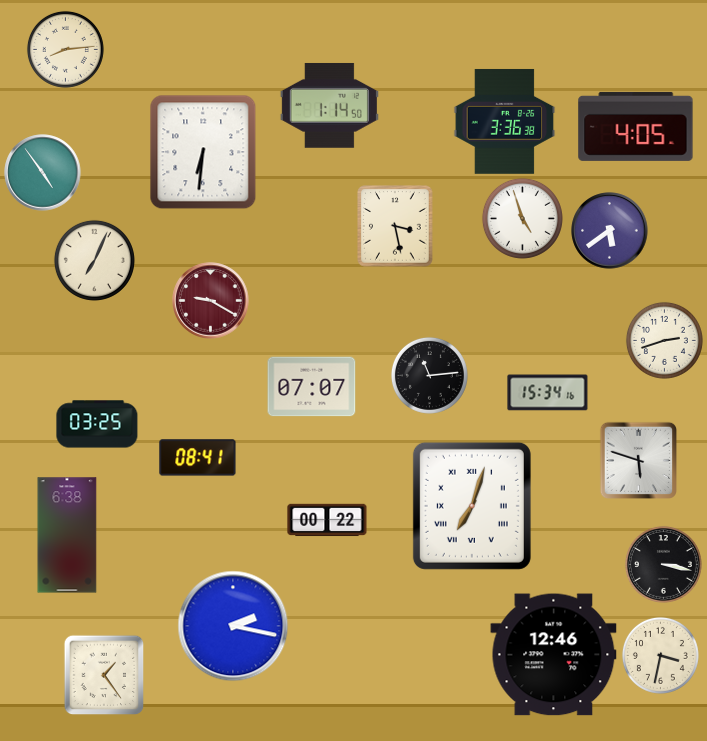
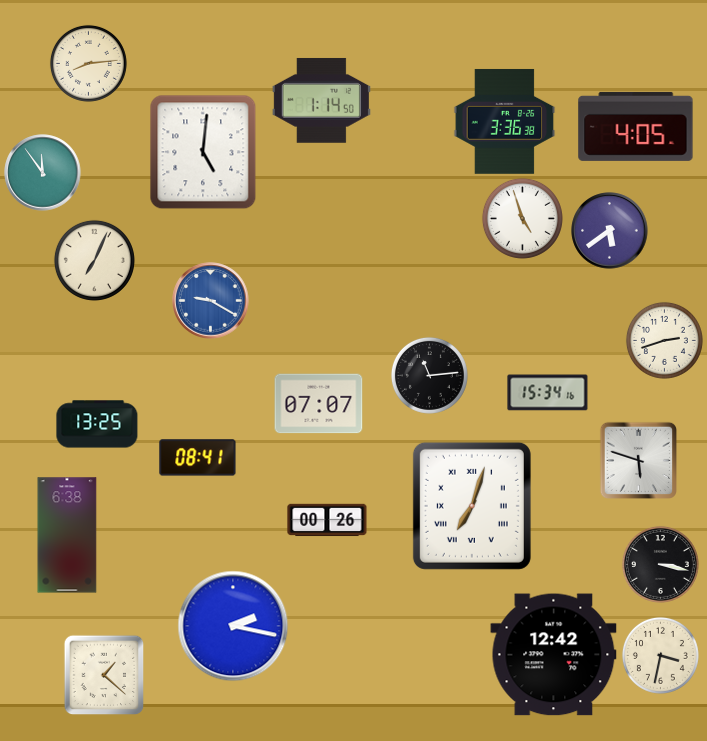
clock at (65, 49) position: (65, 49) -> (88, 63)
clock at (329, 105) position: (329, 105) -> (321, 100)
clock at (203, 152): 6:31 -> 5:01
clock at (43, 173): 4:54 -> 11:54
clock at (395, 226): 3:28 -> none
clock at (211, 301) dial: burgundy -> blue
clock at (312, 387) position: (312, 387) -> (319, 404)
clock at (97, 424): 03:25 -> 13:25
clock at (327, 520): 00:22 -> 00:26
clock at (663, 564) position: (663, 564) -> (660, 564)
clock at (554, 655): 12:46 -> 12:42
clock at (104, 675): 1:24 -> 1:22
